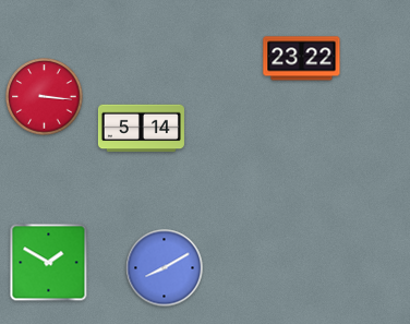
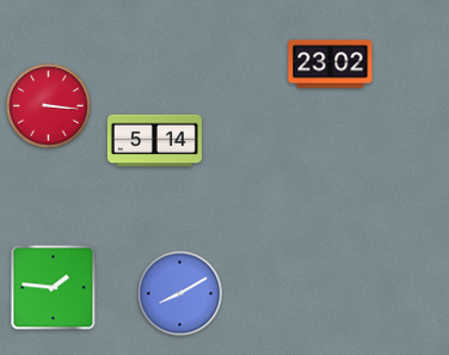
clock at (302, 59): 23:22 -> 23:02
clock at (49, 263): 1:50 -> 1:46
